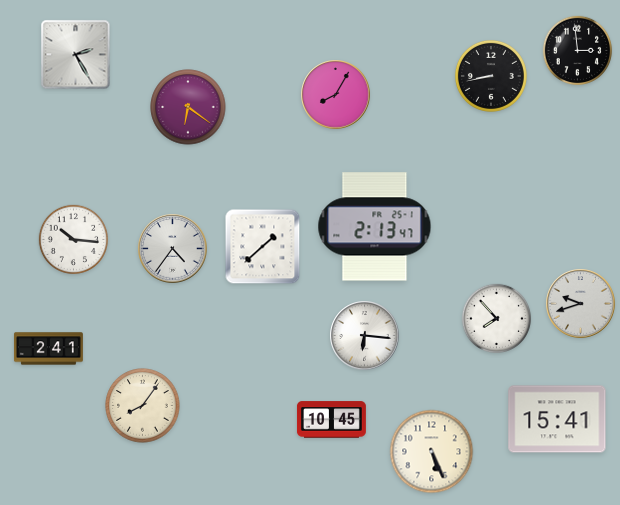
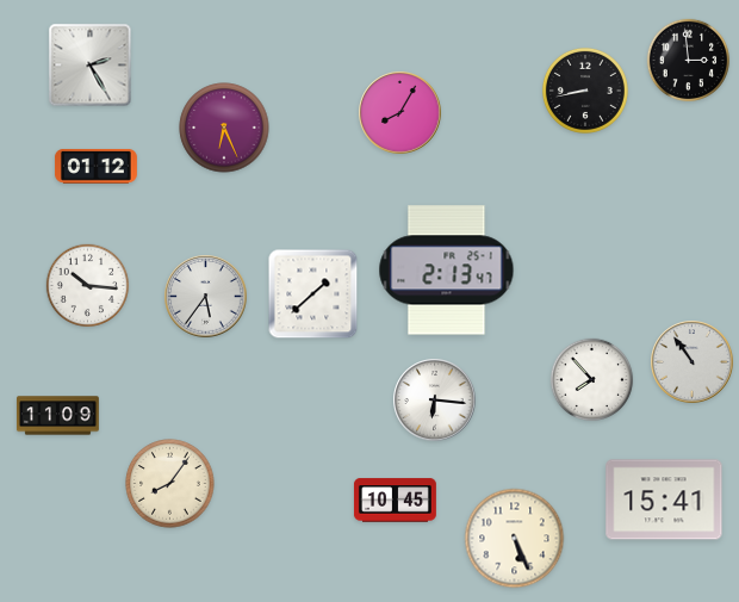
clock at (188, 107): 6:21 -> 6:26
clock at (95, 166): none -> 01:12
clock at (173, 249): 4:36 -> 5:36
clock at (581, 304): 9:42 -> 10:54
clock at (48, 349): 2:41 -> 11:09
